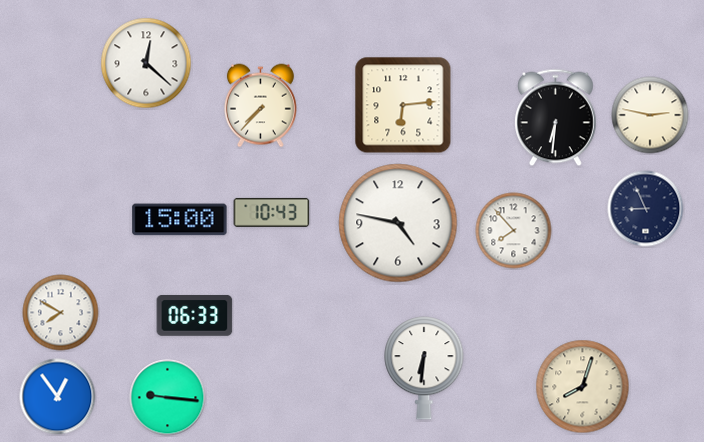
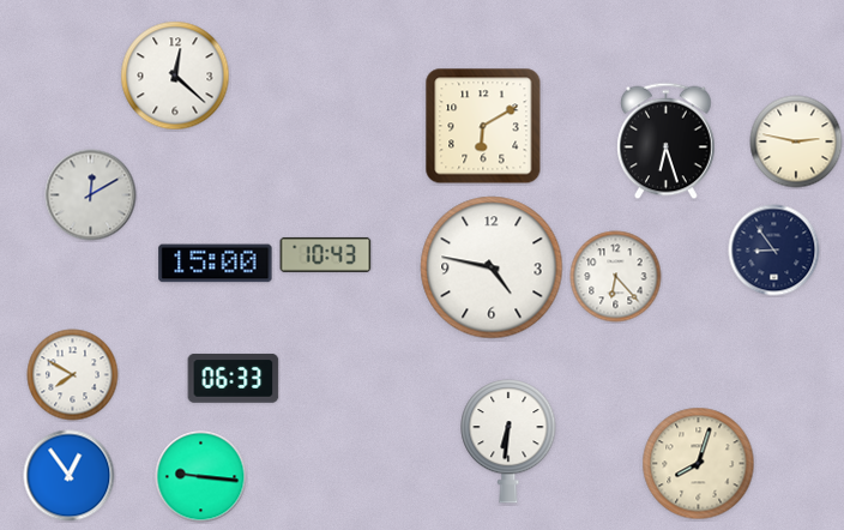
clock at (403, 105): 6:14 -> 6:10
clock at (260, 106): 7:37 -> none
clock at (650, 115) position: (650, 115) -> (796, 141)
clock at (556, 118): 6:31 -> 6:27
clock at (91, 195): none -> 12:10
clock at (646, 209): 8:56 -> 8:54
clock at (398, 223) position: (398, 223) -> (492, 267)
clock at (514, 231): 7:53 -> 6:23
